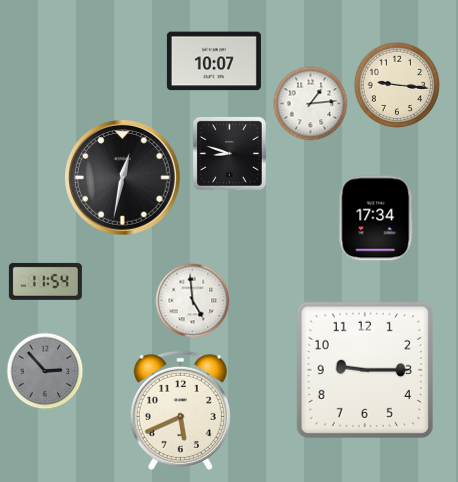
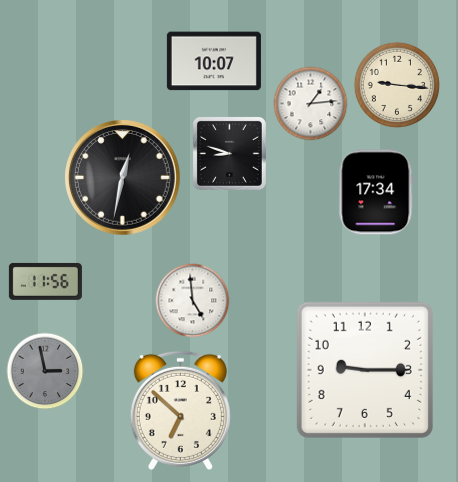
clock at (376, 218) position: (376, 218) -> (376, 192)
clock at (45, 281): 11:54 -> 11:56
clock at (45, 371): 2:53 -> 2:58
clock at (180, 410): 5:41 -> 6:52
